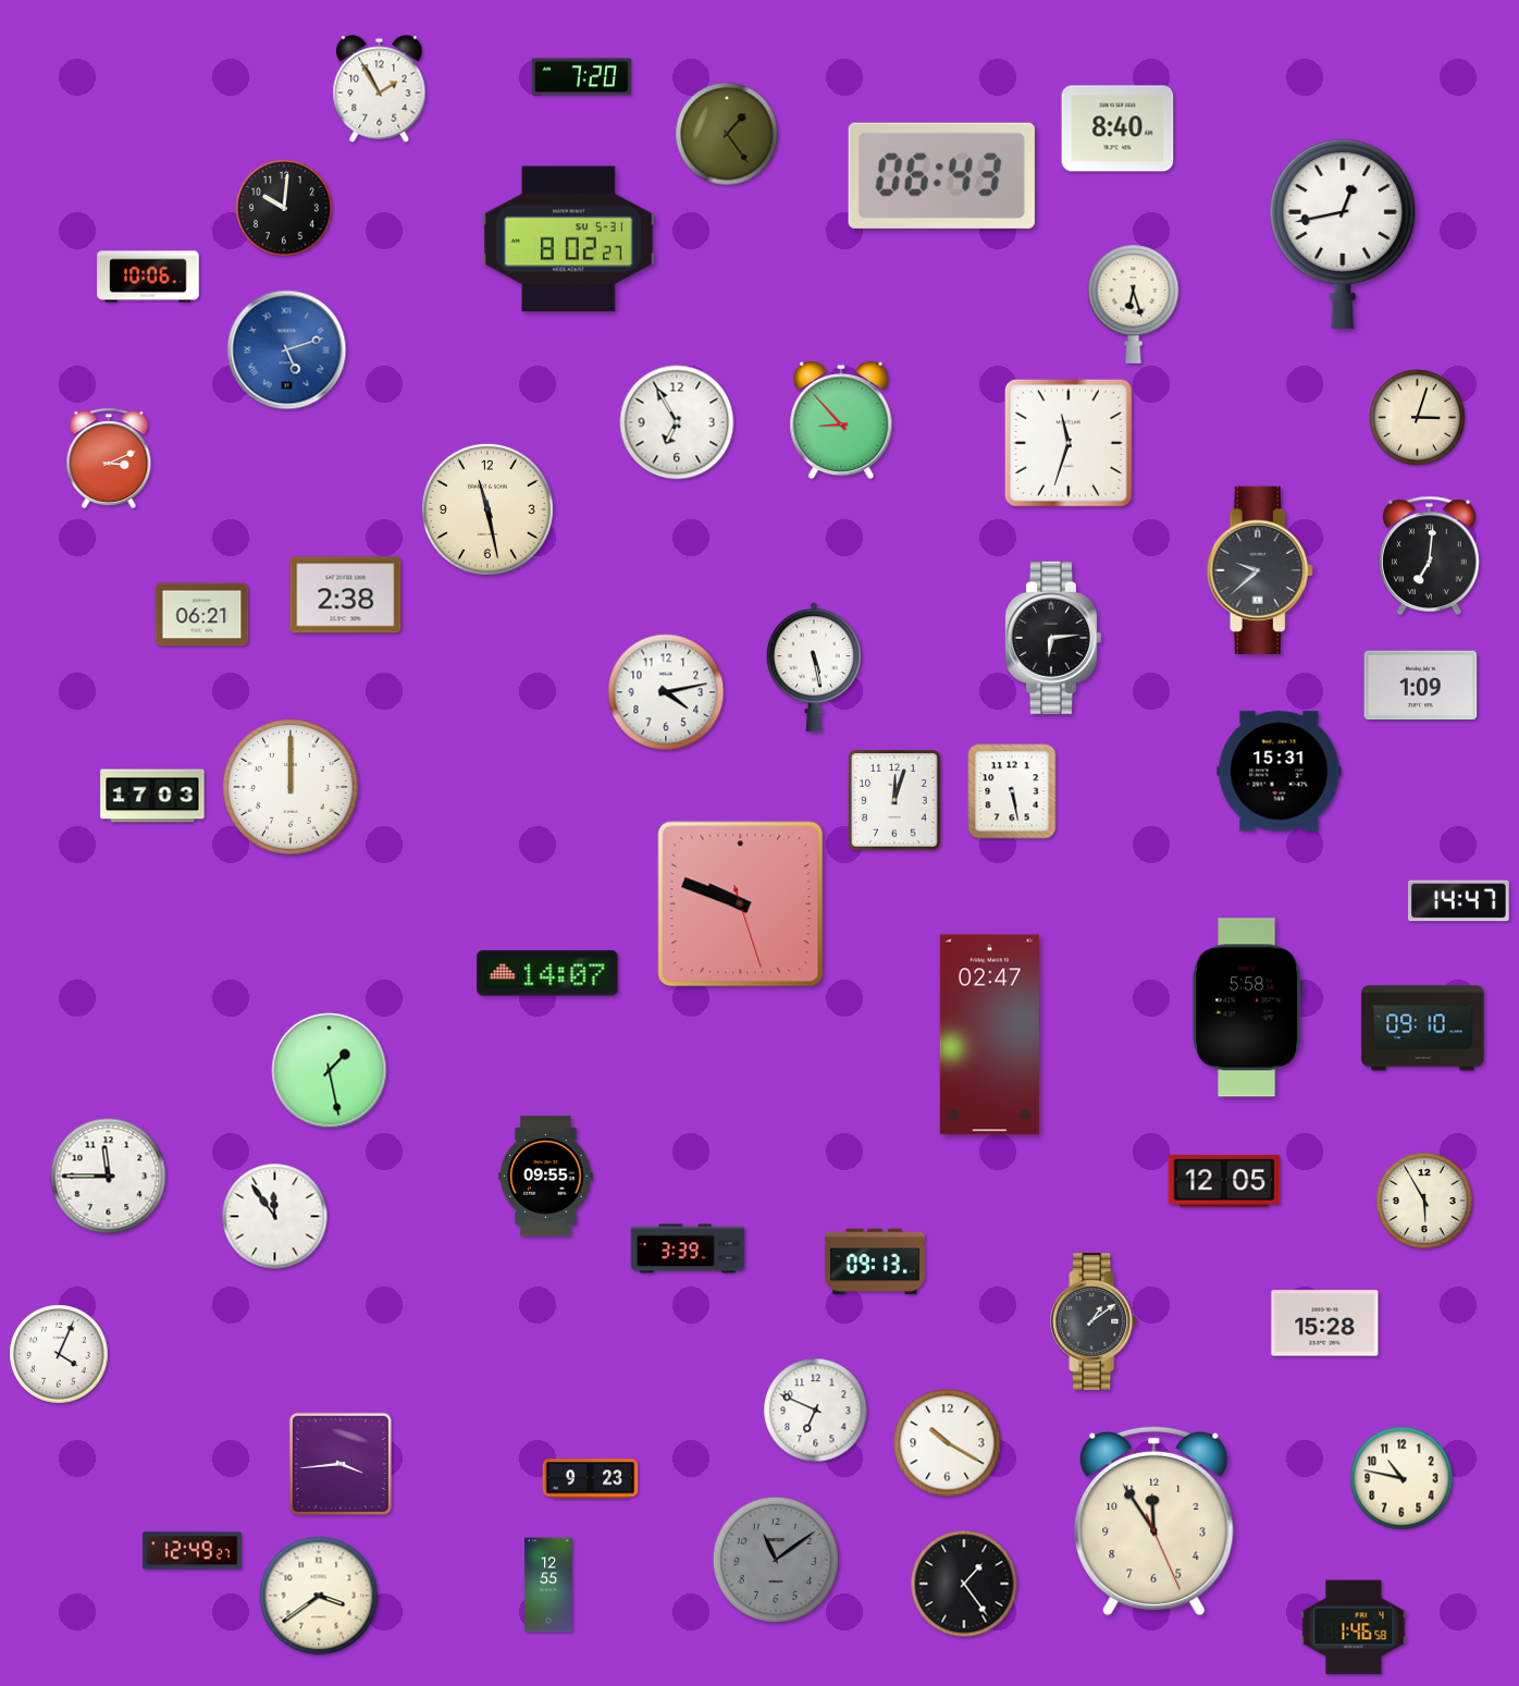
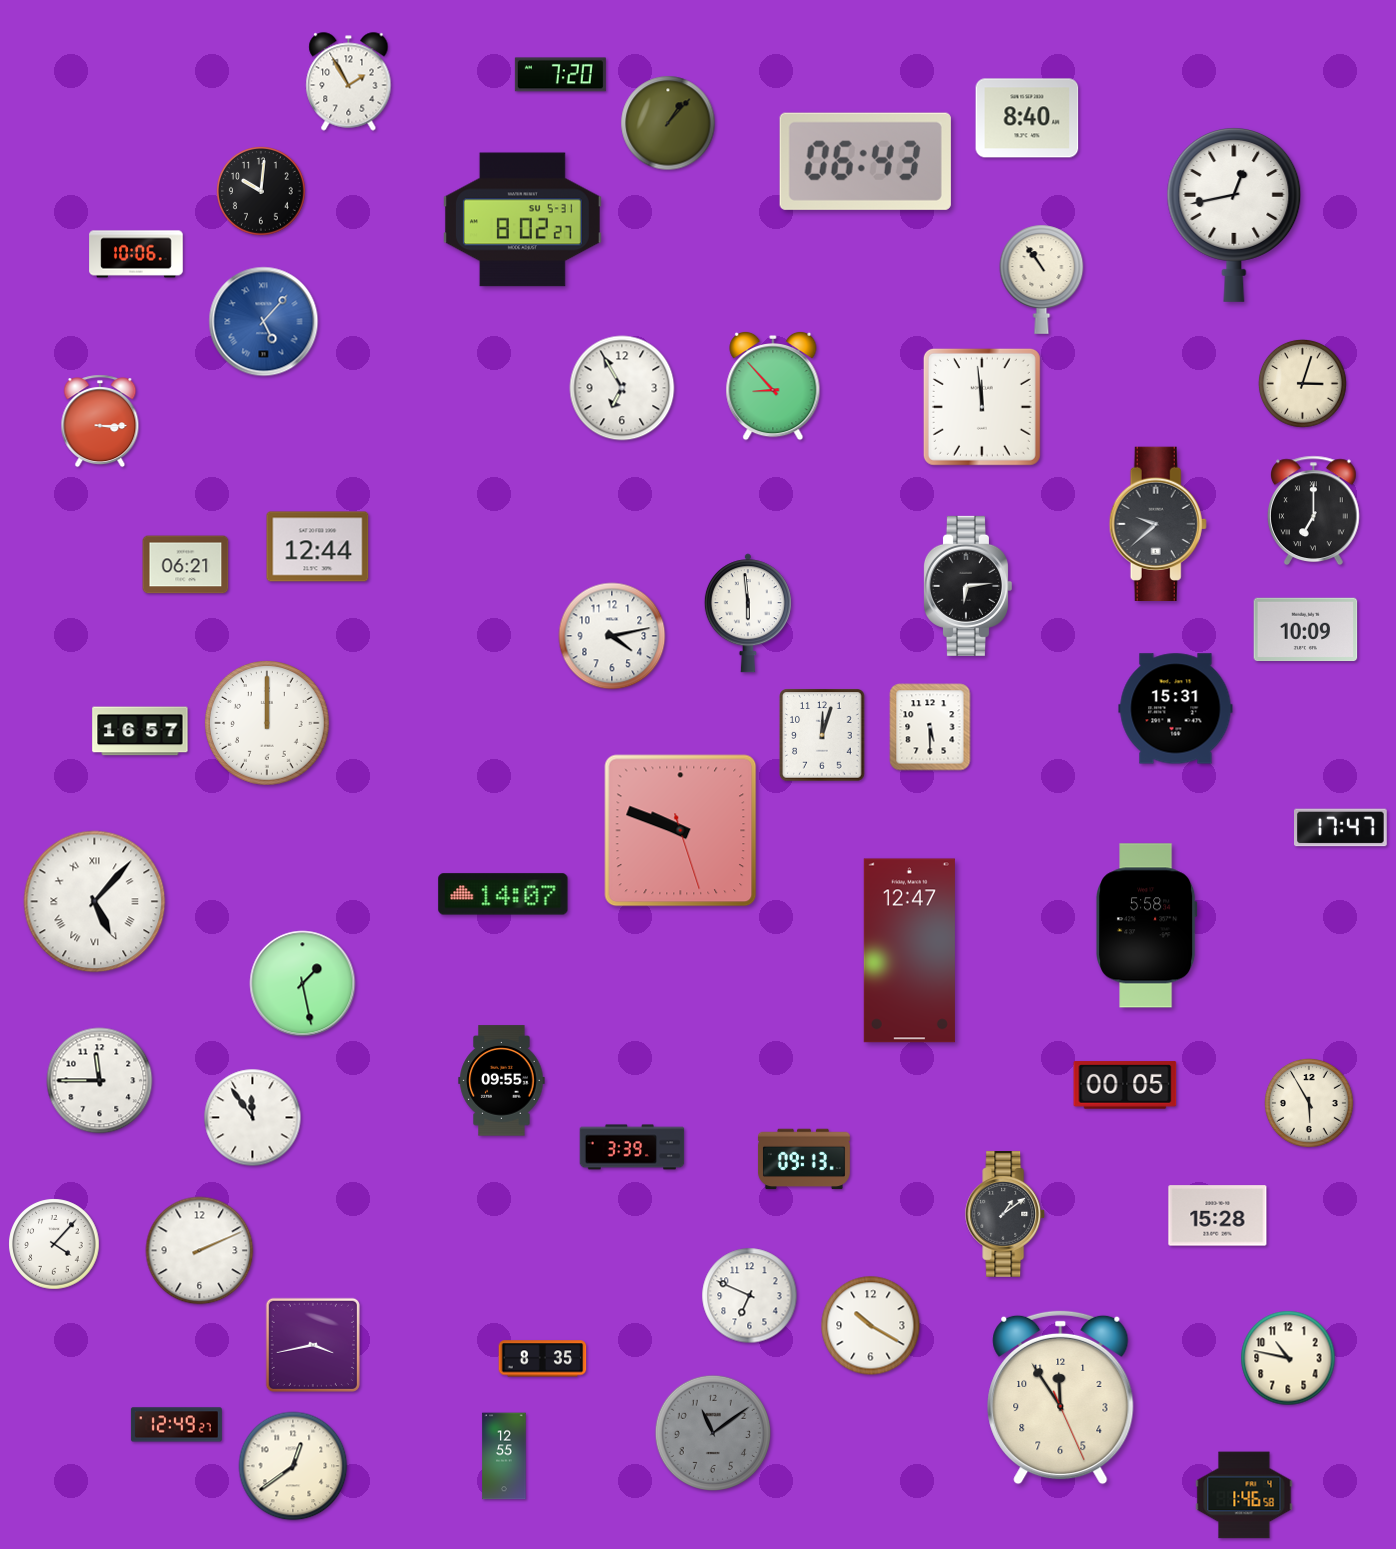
clock at (581, 77) position: (581, 77) -> (560, 75)
clock at (727, 134): 1:24 -> 1:07
clock at (1134, 304): 6:27 -> 10:54
clock at (287, 350): 5:12 -> 5:07
clock at (1069, 443): 11:33 -> 11:59
clock at (109, 458): 3:11 -> 3:15
clock at (487, 509): 11:28 -> none
clock at (1430, 555): 7:01 -> 7:00
clock at (346, 595): 2:38 -> 12:44
clock at (814, 667): 5:28 -> 5:59
clock at (1421, 686): 1:09 -> 10:09
clock at (1012, 791): 5:28 -> 5:30
clock at (152, 796): 17:03 -> 16:57
clock at (1459, 901): 14:47 -> 17:47
clock at (95, 902): none -> 5:07
clock at (1423, 1029): 09:10 -> none
clock at (989, 1035): 02:47 -> 12:47
clock at (1224, 1181): 12:05 -> 00:05
clock at (59, 1354): 4:04 -> 4:07
clock at (200, 1251): none -> 2:11
clock at (341, 1464): 3:44 -> 3:43
clock at (591, 1479): 9:23 -> 8:35
clock at (964, 1584): 1:24 -> none
clock at (319, 1596): 3:39 -> 12:39
